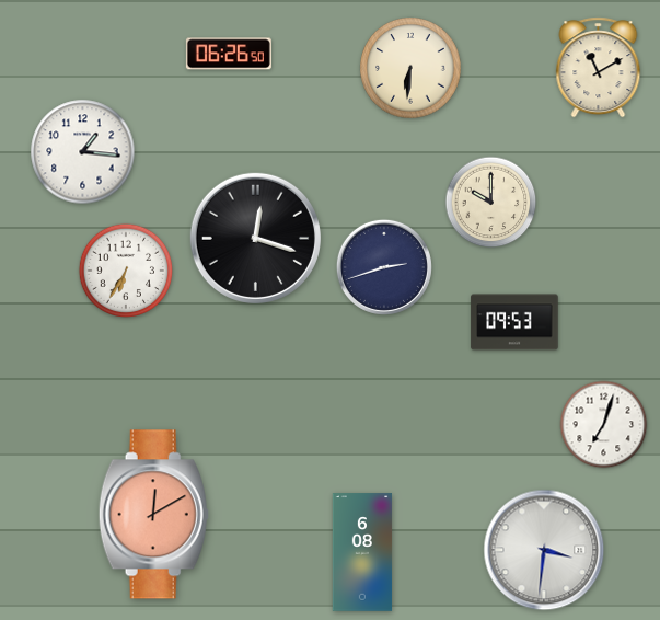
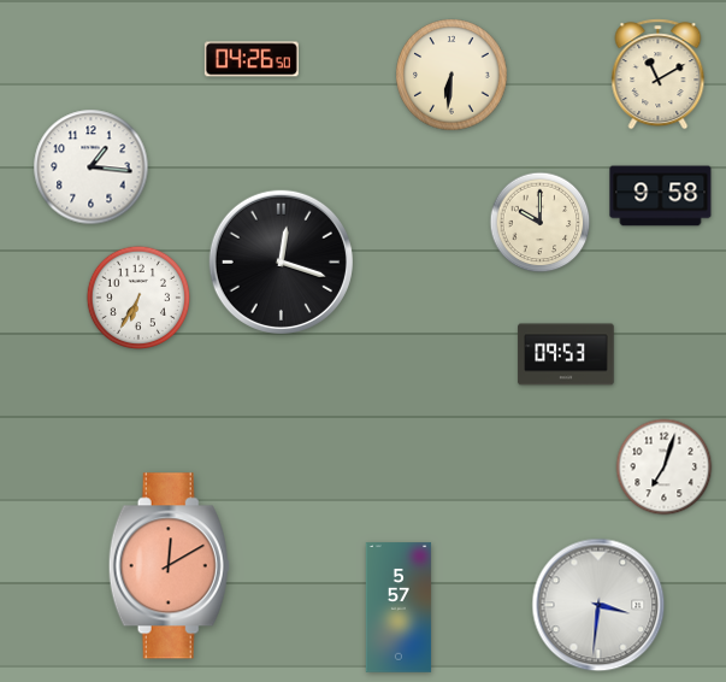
clock at (229, 54): 06:26 -> 04:26
clock at (661, 196): none -> 9:58
clock at (384, 267): 2:42 -> none
clock at (362, 552): 6:08 -> 5:57
